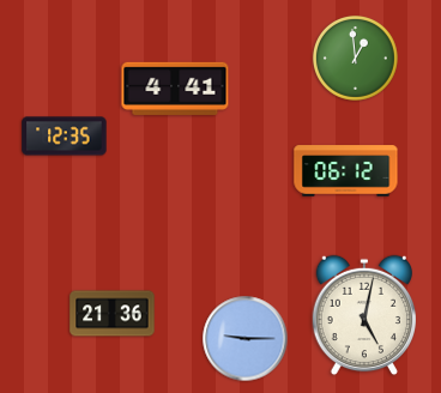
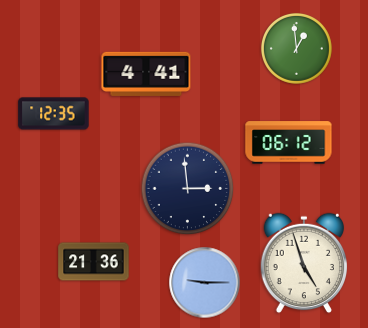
clock at (188, 189): none -> 2:59
clock at (363, 315): 5:02 -> 4:57
